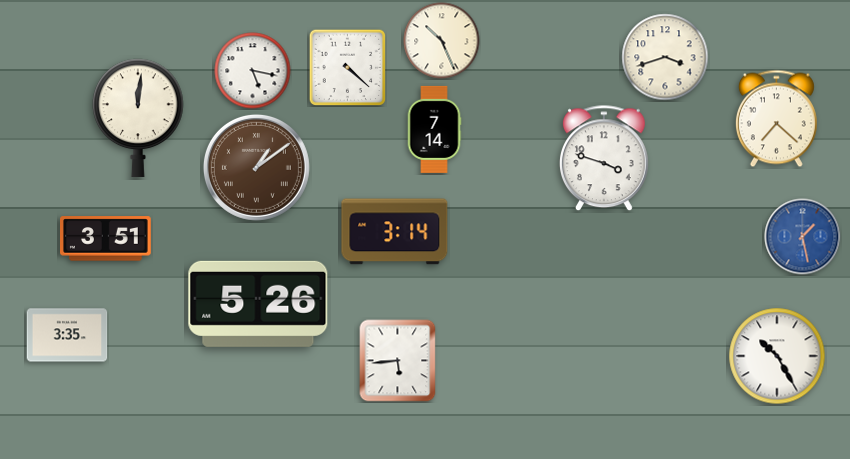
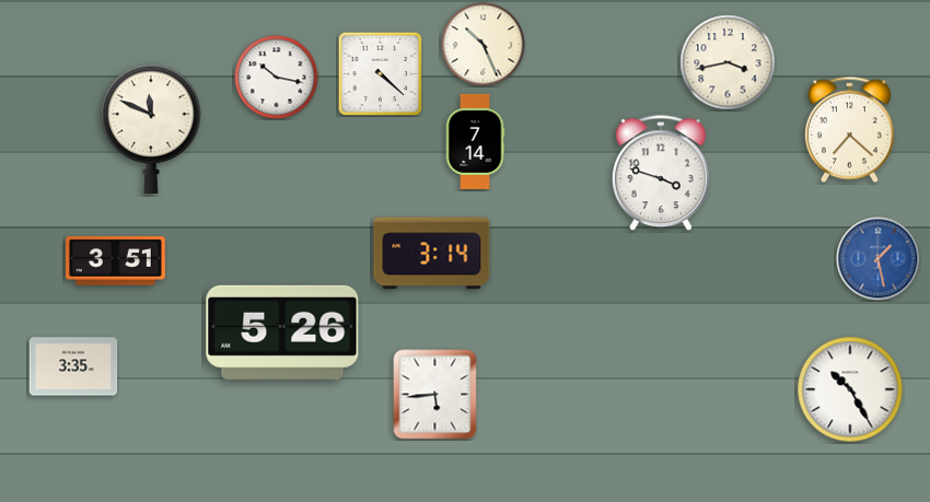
clock at (665, 57): 3:42 -> 3:43
clock at (253, 71): 5:17 -> 10:17
clock at (138, 118): 12:01 -> 11:49
clock at (256, 167): 1:09 -> none
